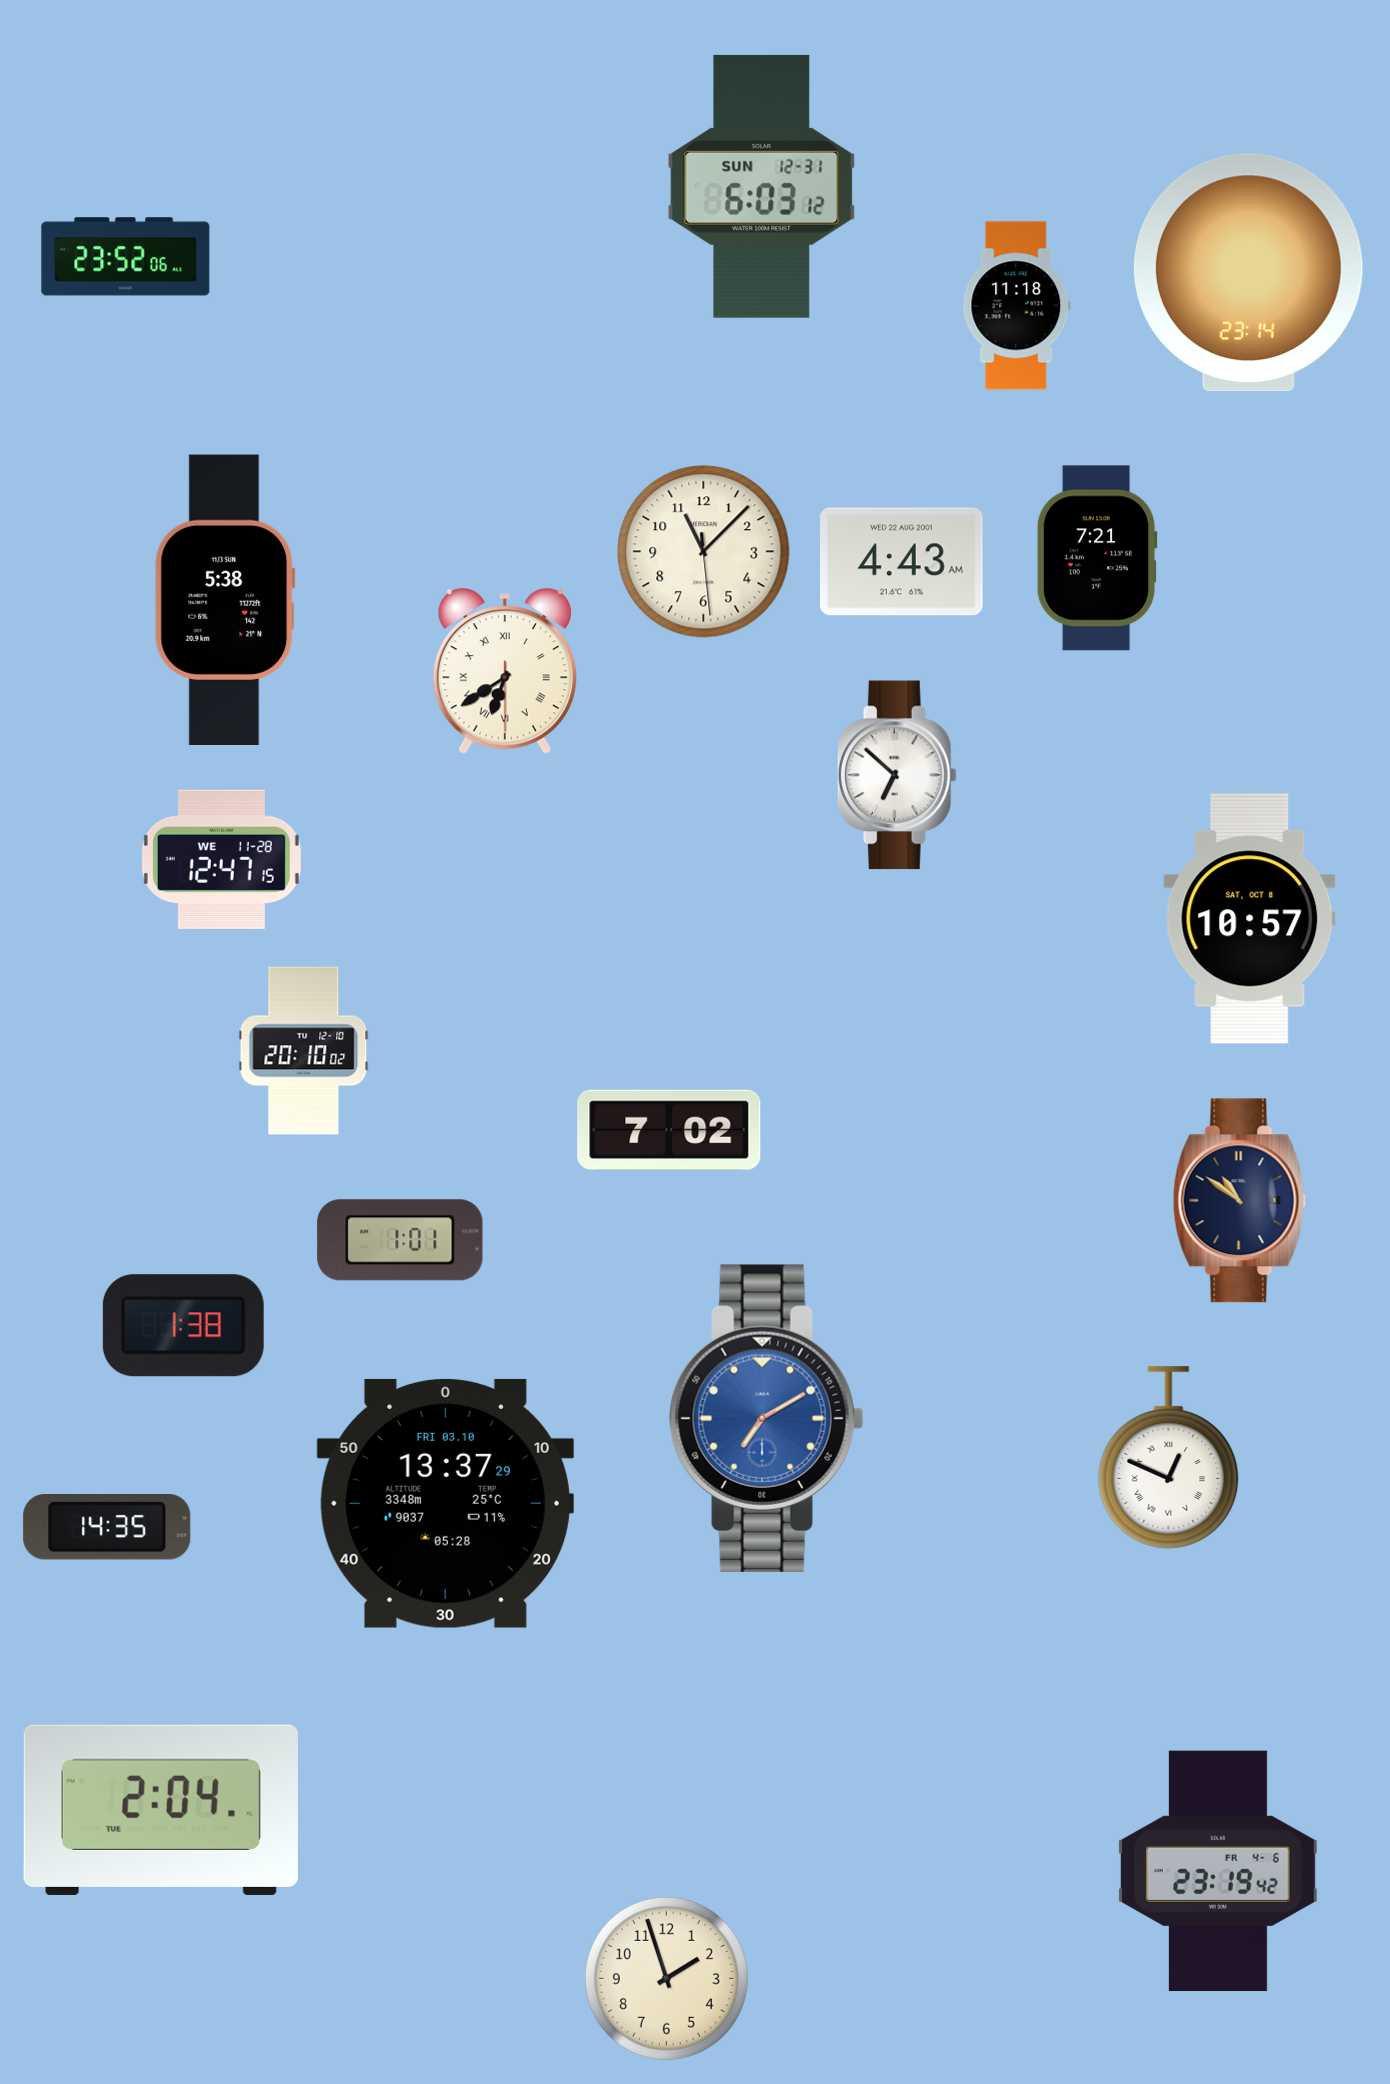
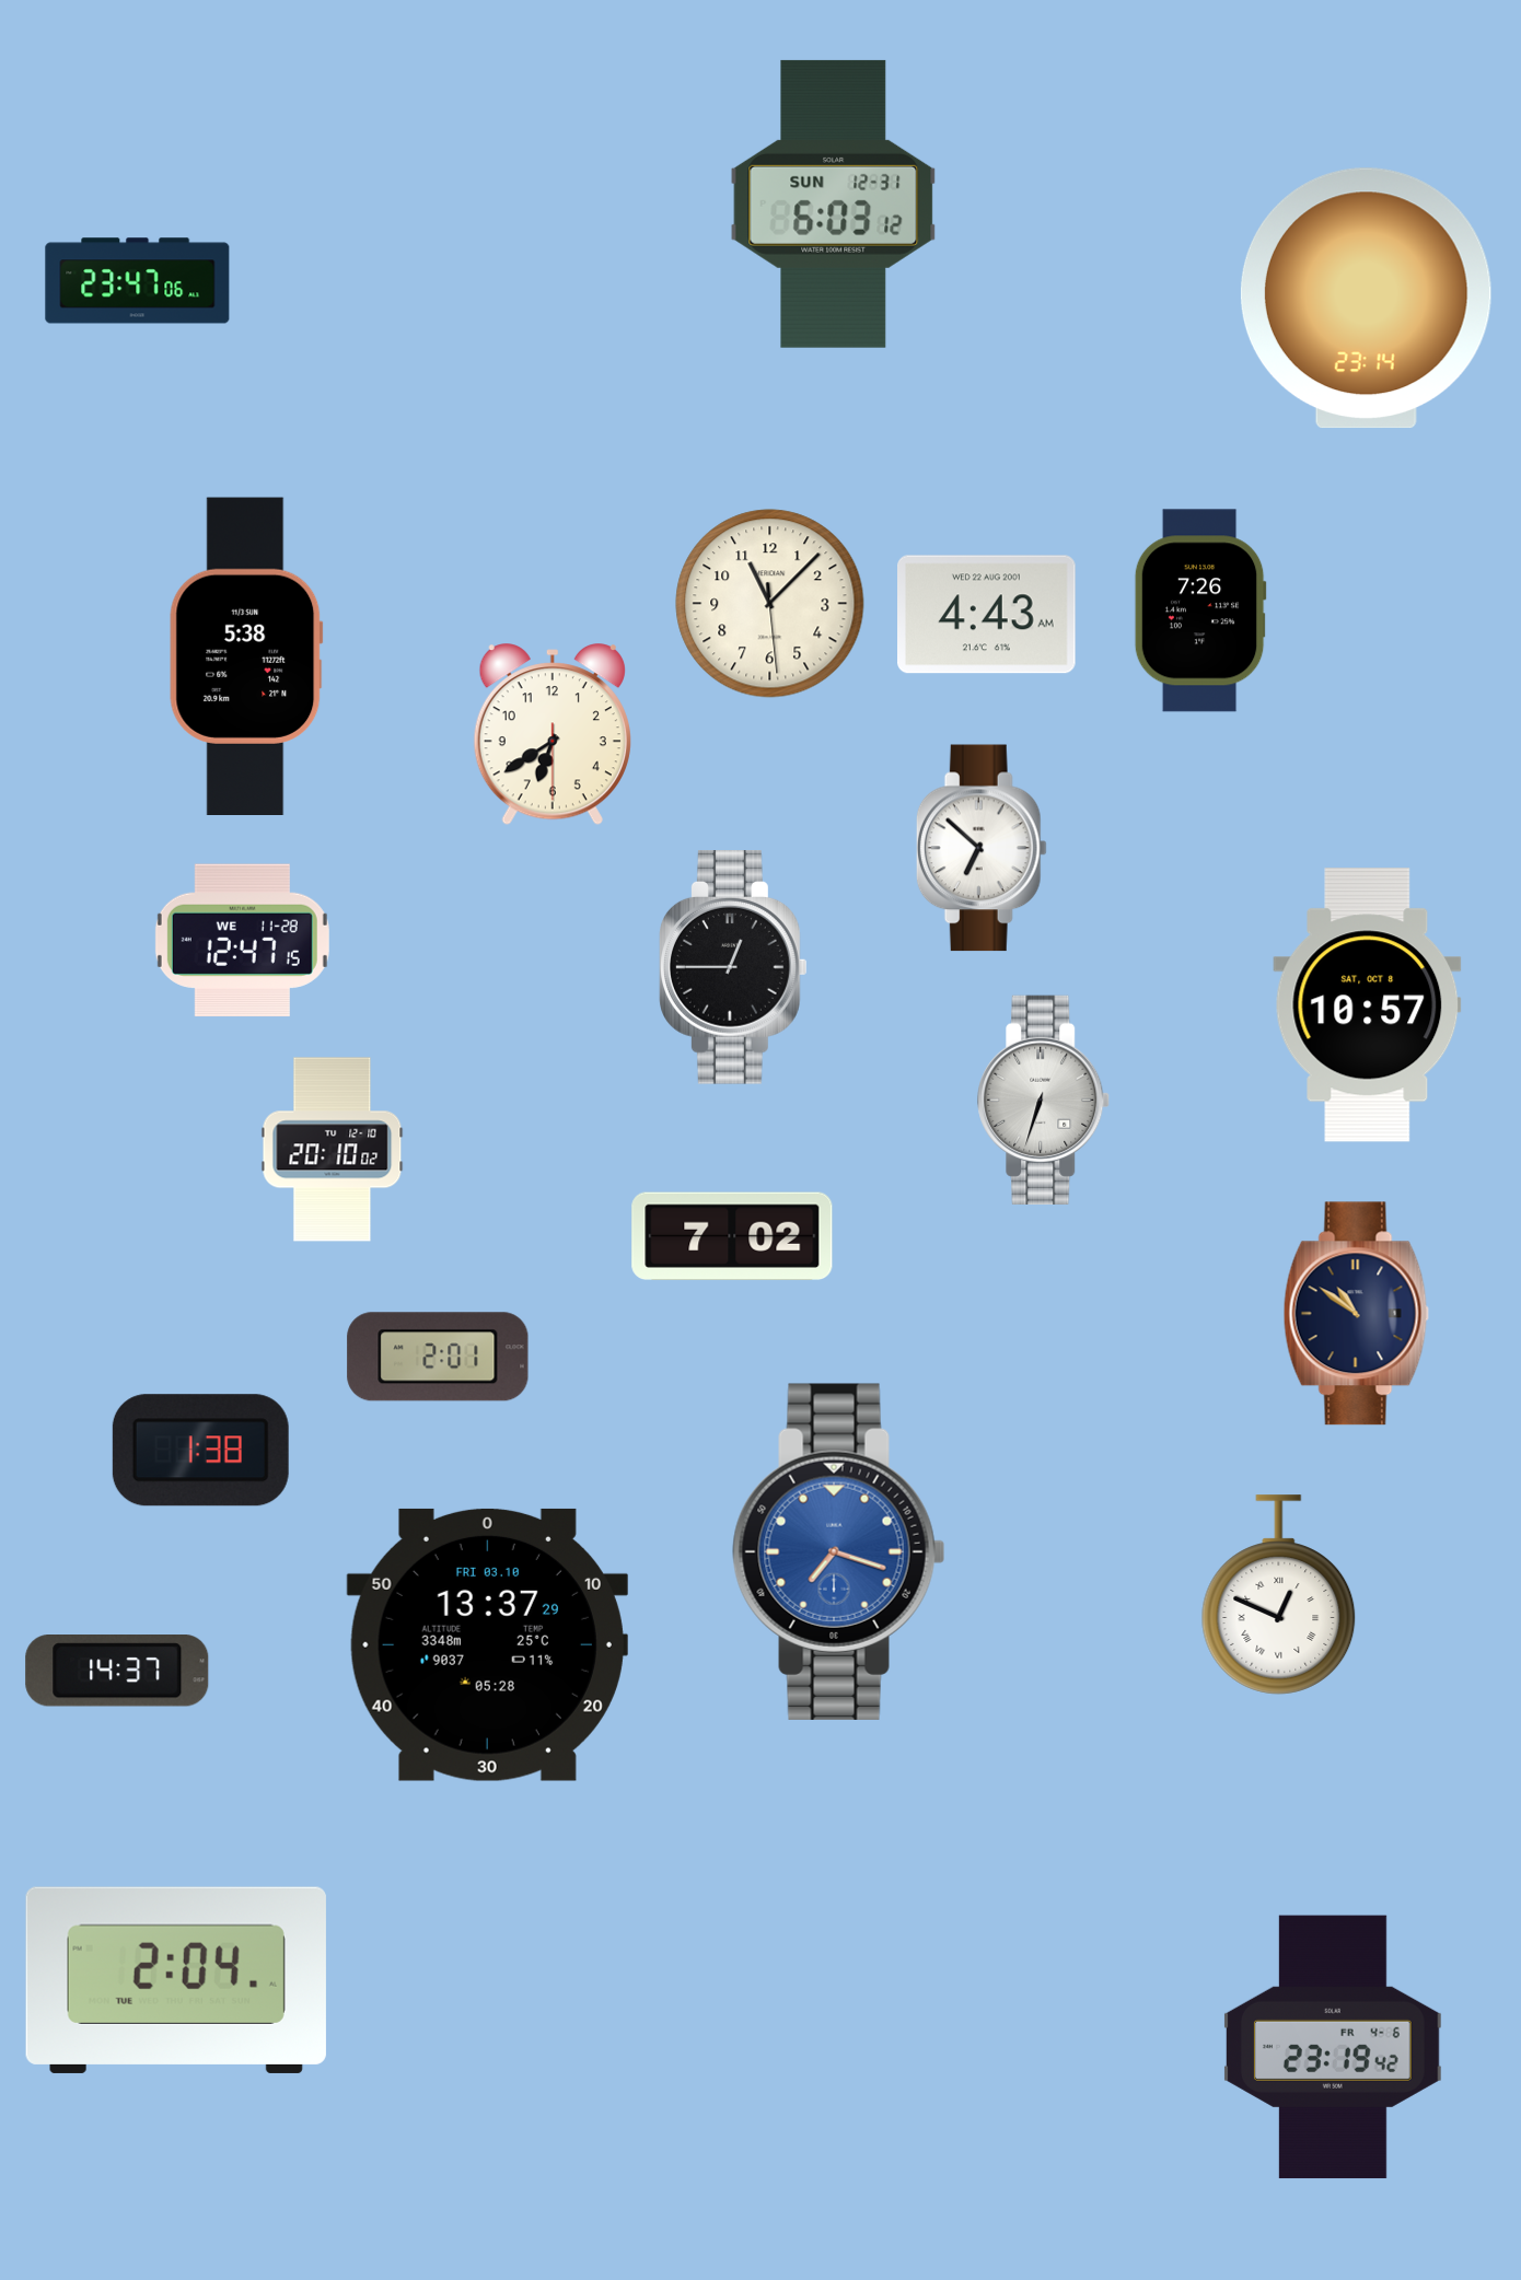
clock at (126, 257): 23:52 -> 23:47
clock at (1017, 306): 11:18 -> none
clock at (1097, 558): 7:21 -> 7:26
clock at (505, 672) numerals: Roman -> Arabic
clock at (734, 968): none -> 12:45
clock at (1044, 1100): none -> 6:33
clock at (400, 1240): 1:01 -> 2:01
clock at (767, 1418): 7:10 -> 7:18
clock at (107, 1528): 14:35 -> 14:37
clock at (666, 1978): 1:57 -> none
